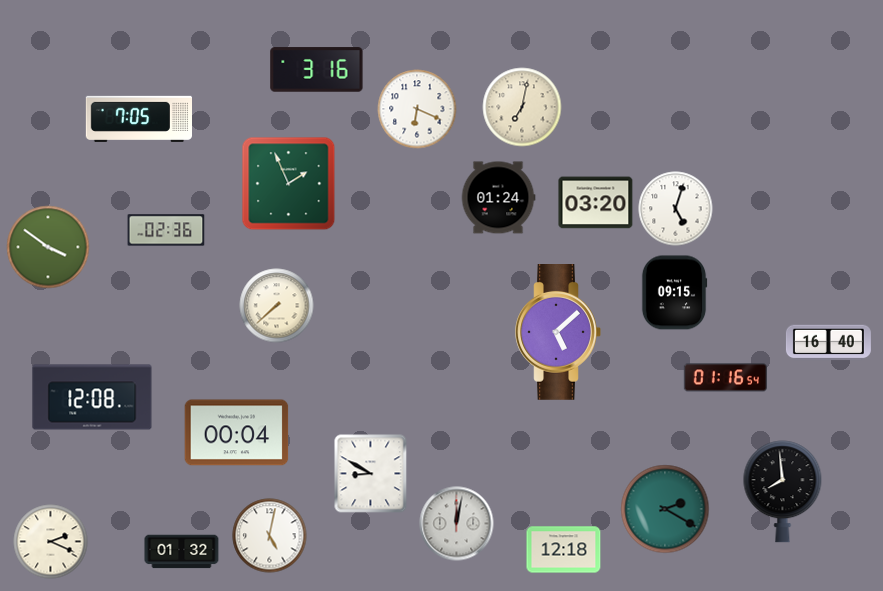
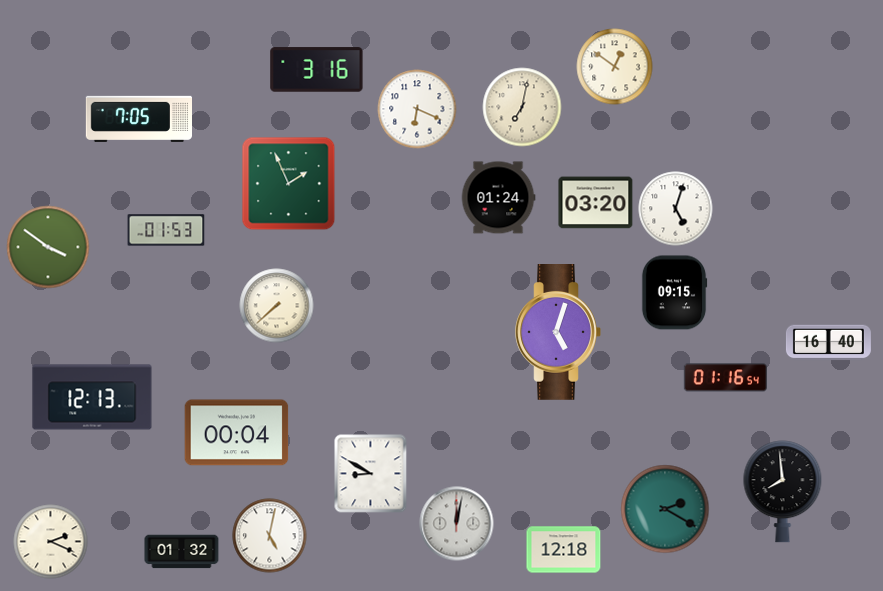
clock at (615, 67): none -> 12:51
clock at (166, 230): 02:36 -> 01:53
clock at (558, 333): 5:08 -> 5:03
clock at (92, 397): 12:08 -> 12:13
